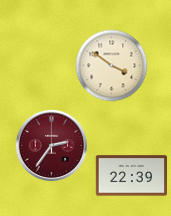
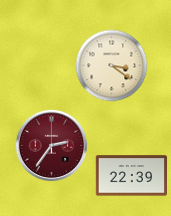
clock at (112, 66): 3:51 -> 3:21
